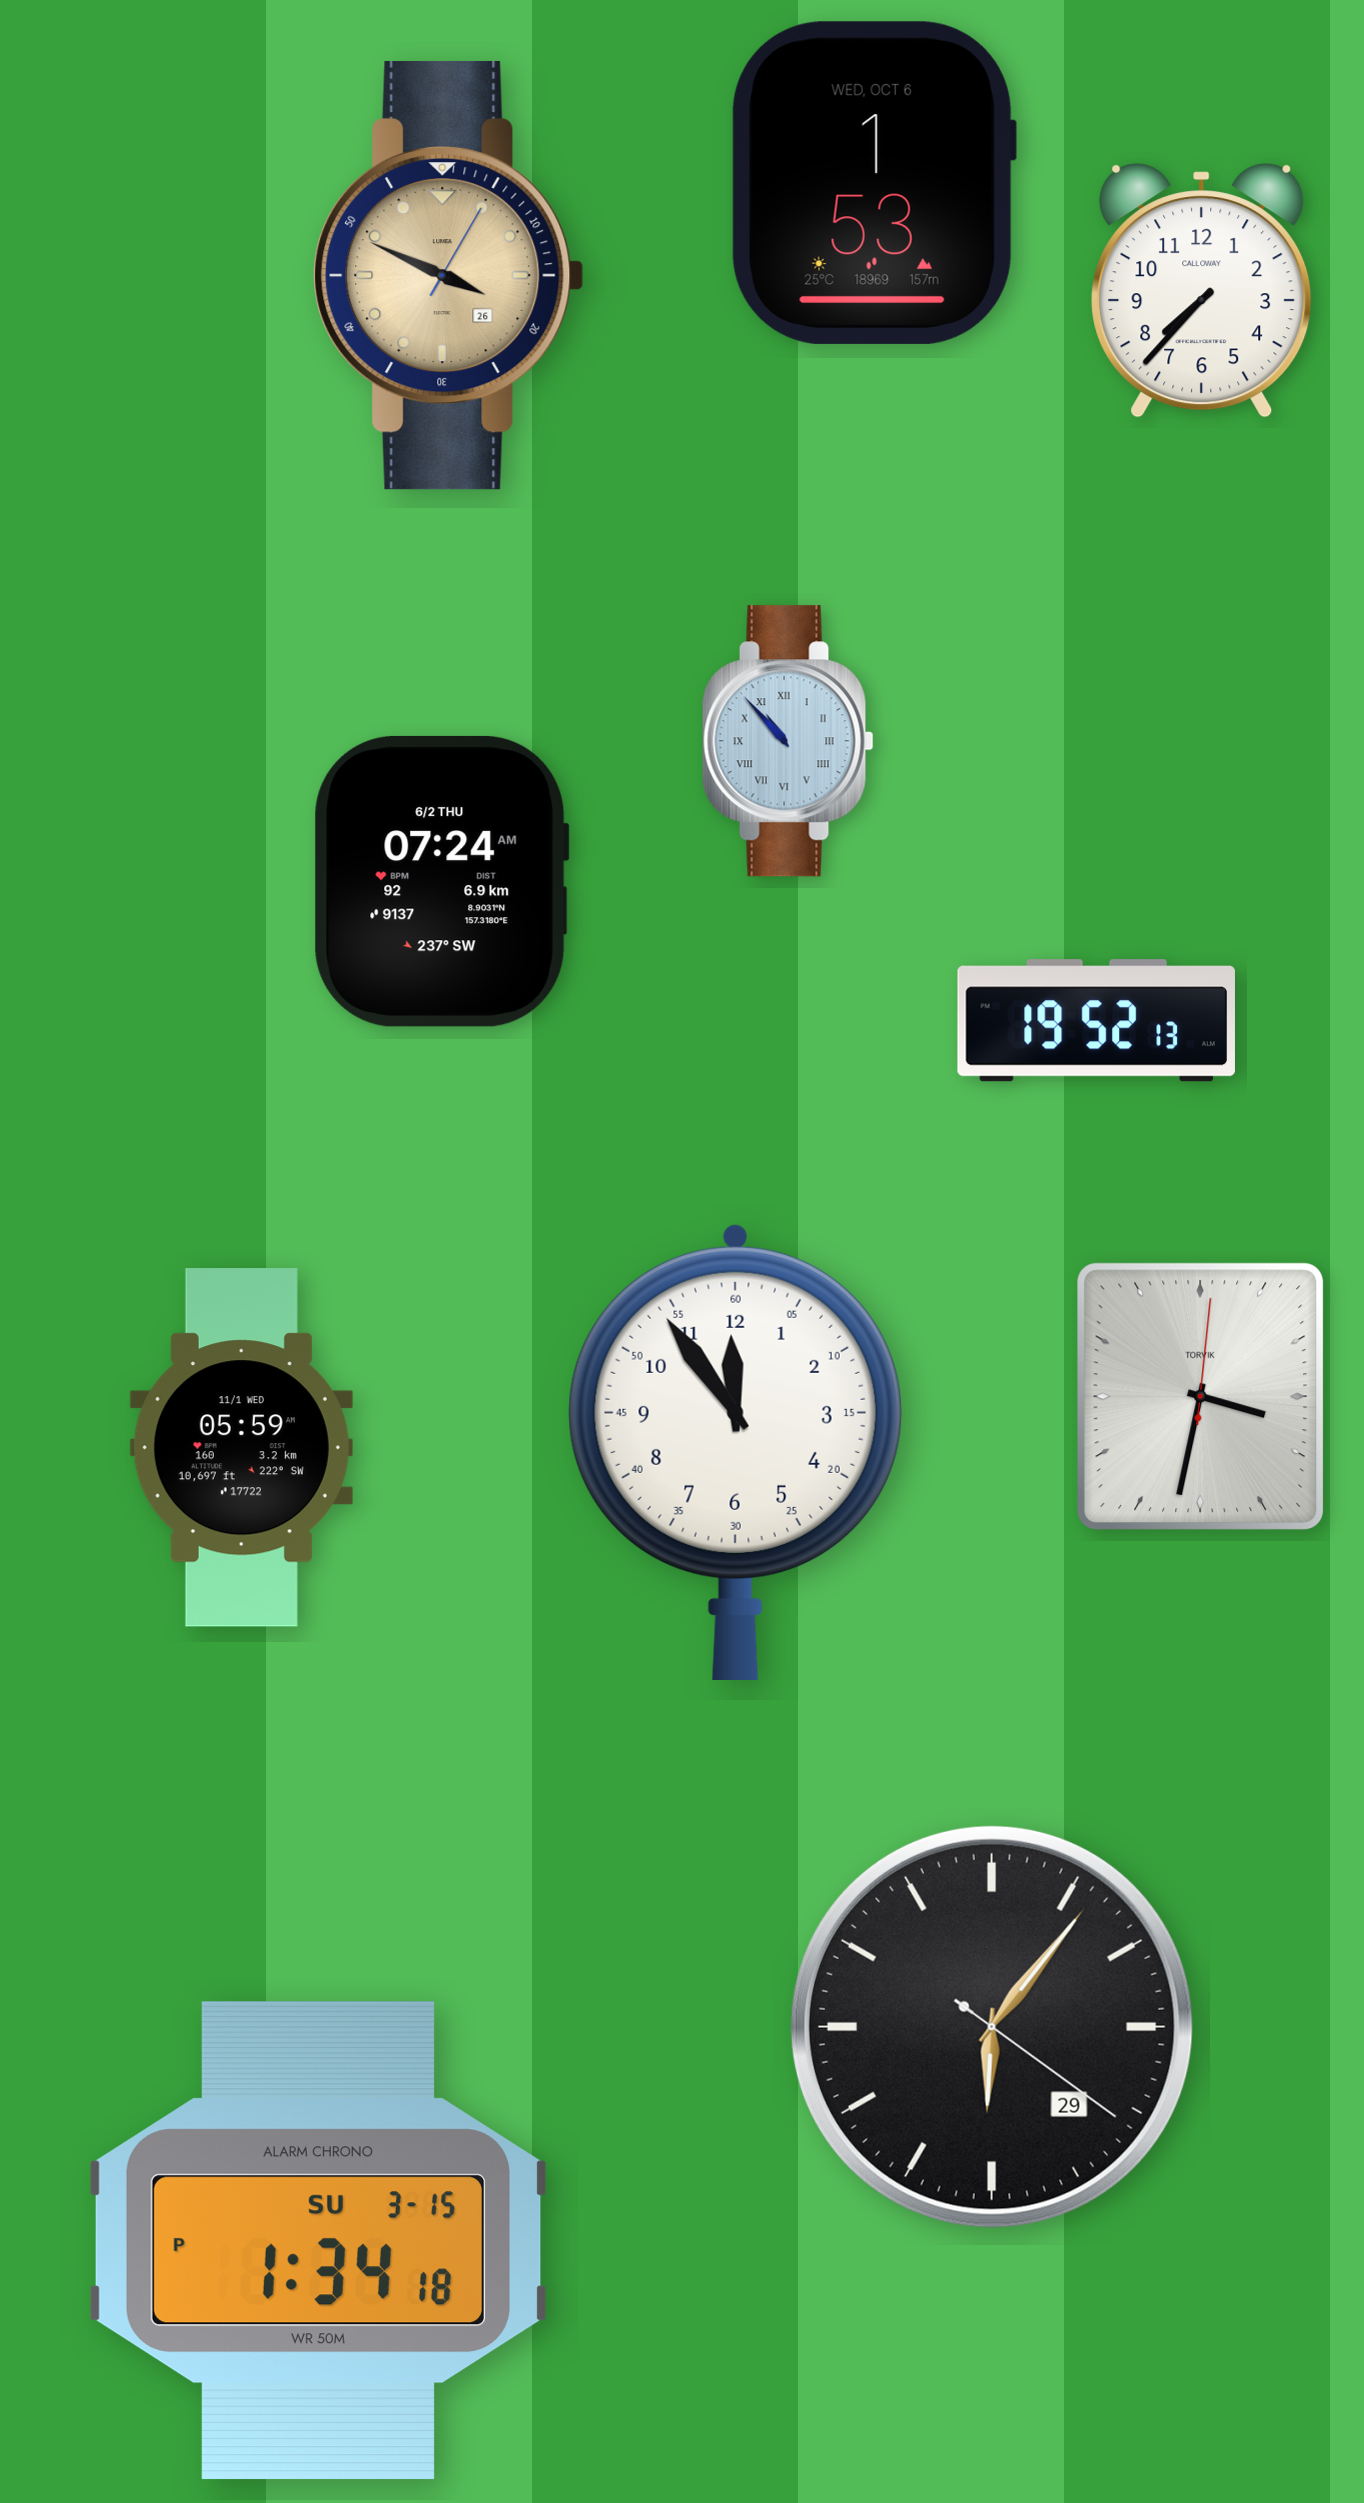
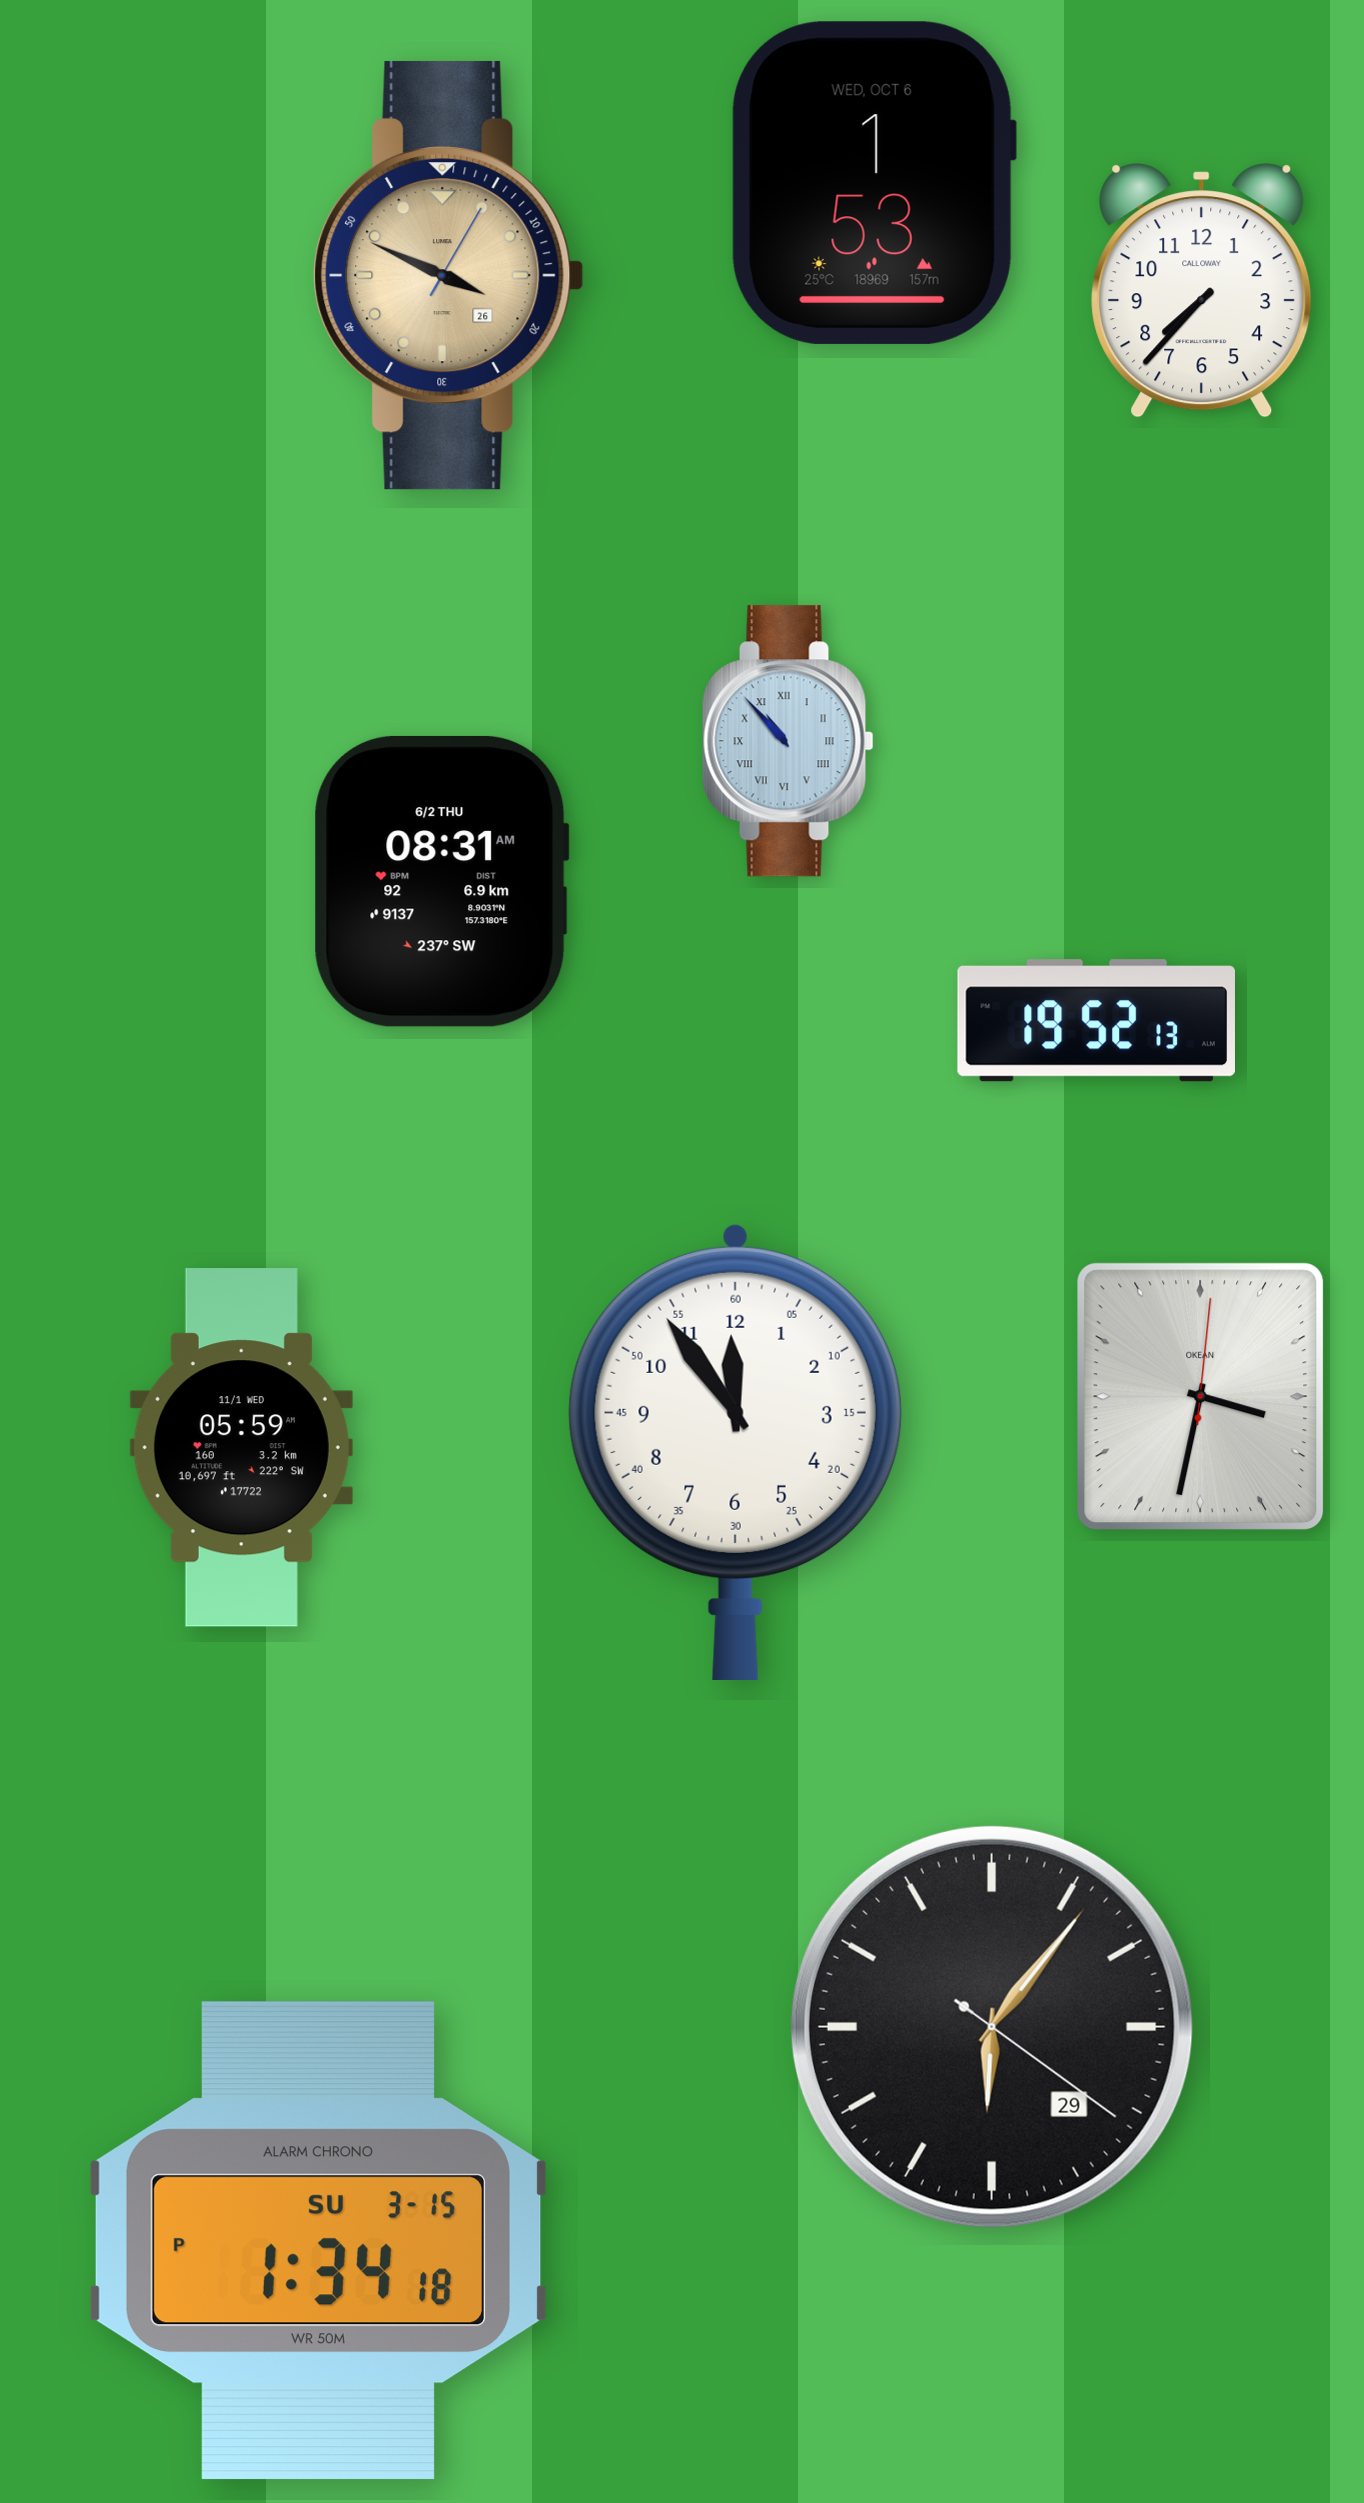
clock at (441, 881): 07:24 -> 08:31
clock at (1201, 1397) brand: TORVIK -> OKEAN
